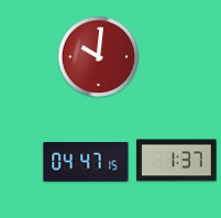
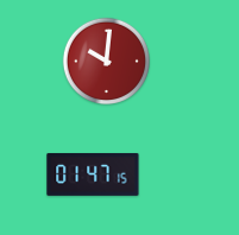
clock at (177, 161): 1:37 -> none
clock at (86, 162): 04:47 -> 01:47
